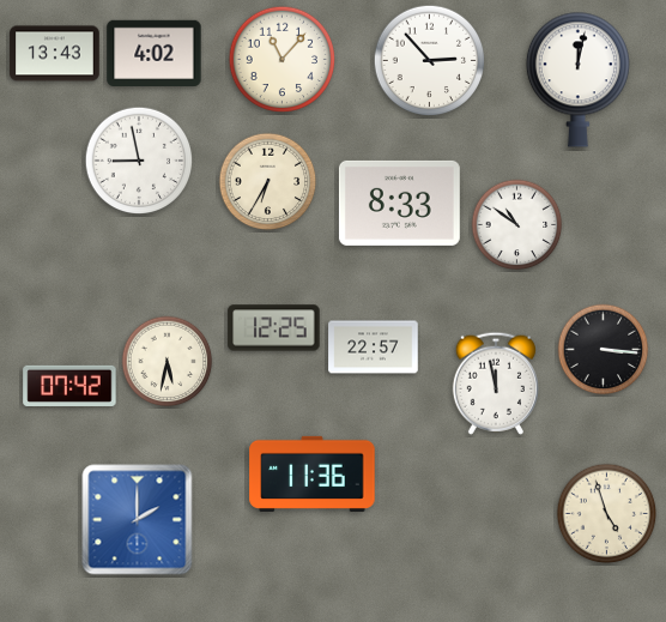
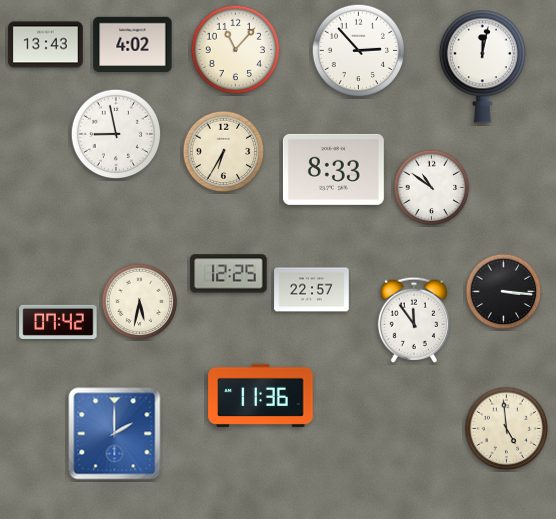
clock at (155, 53) position: (155, 53) -> (133, 44)
clock at (495, 384): 11:58 -> 11:54
clock at (607, 514): 4:57 -> 4:59
